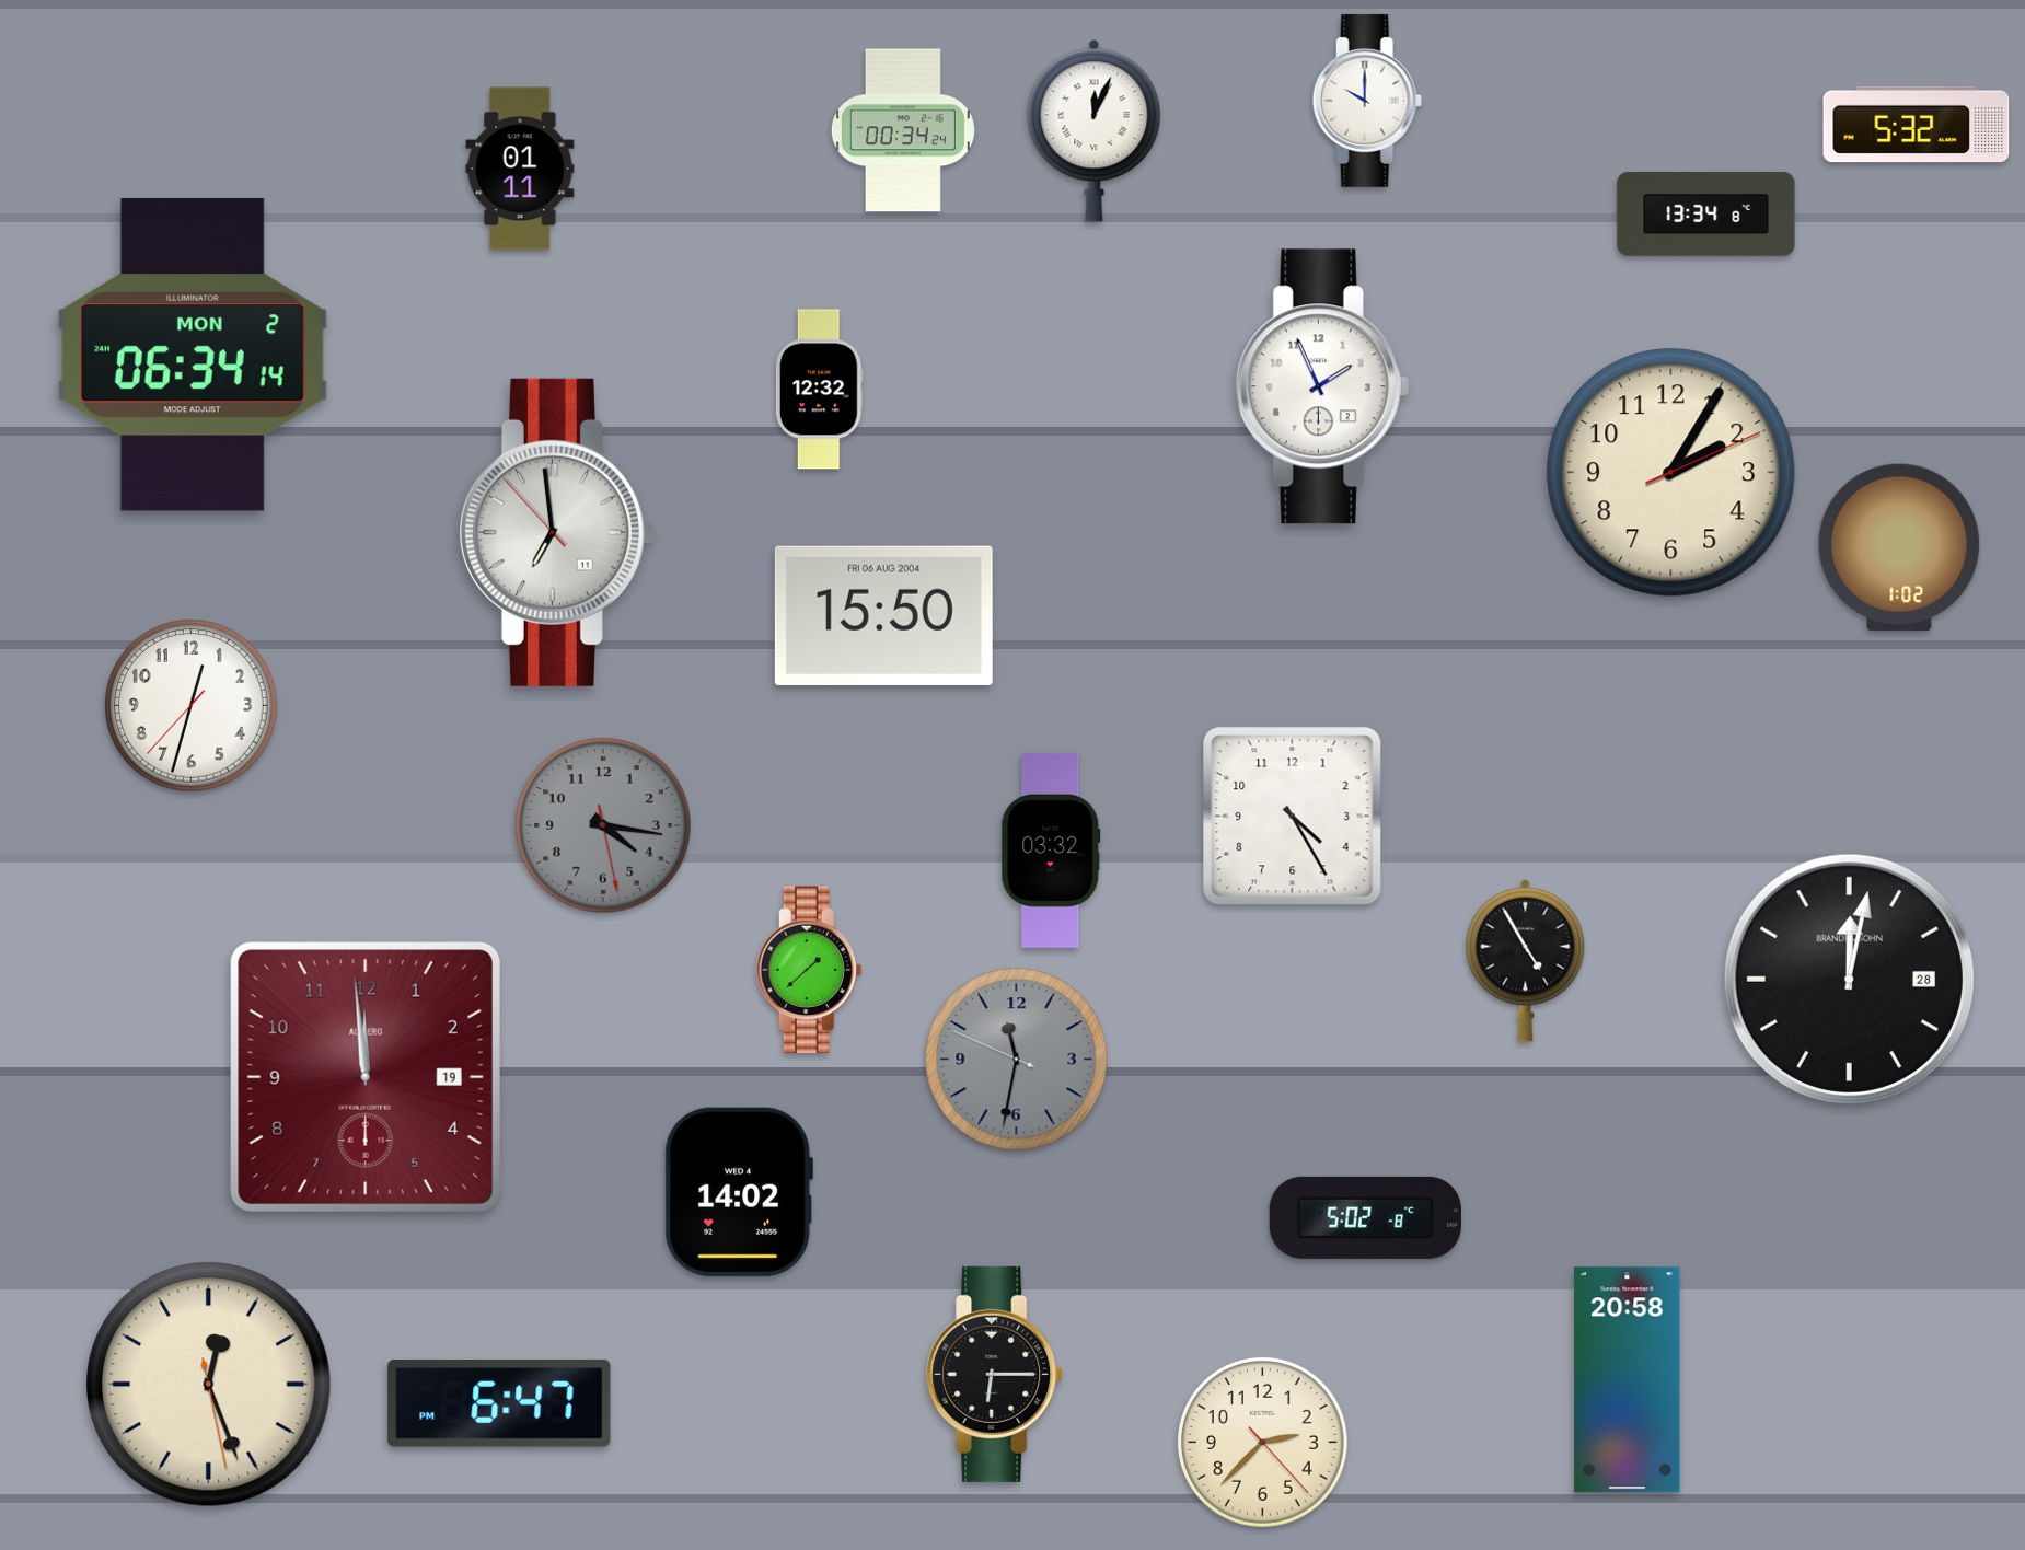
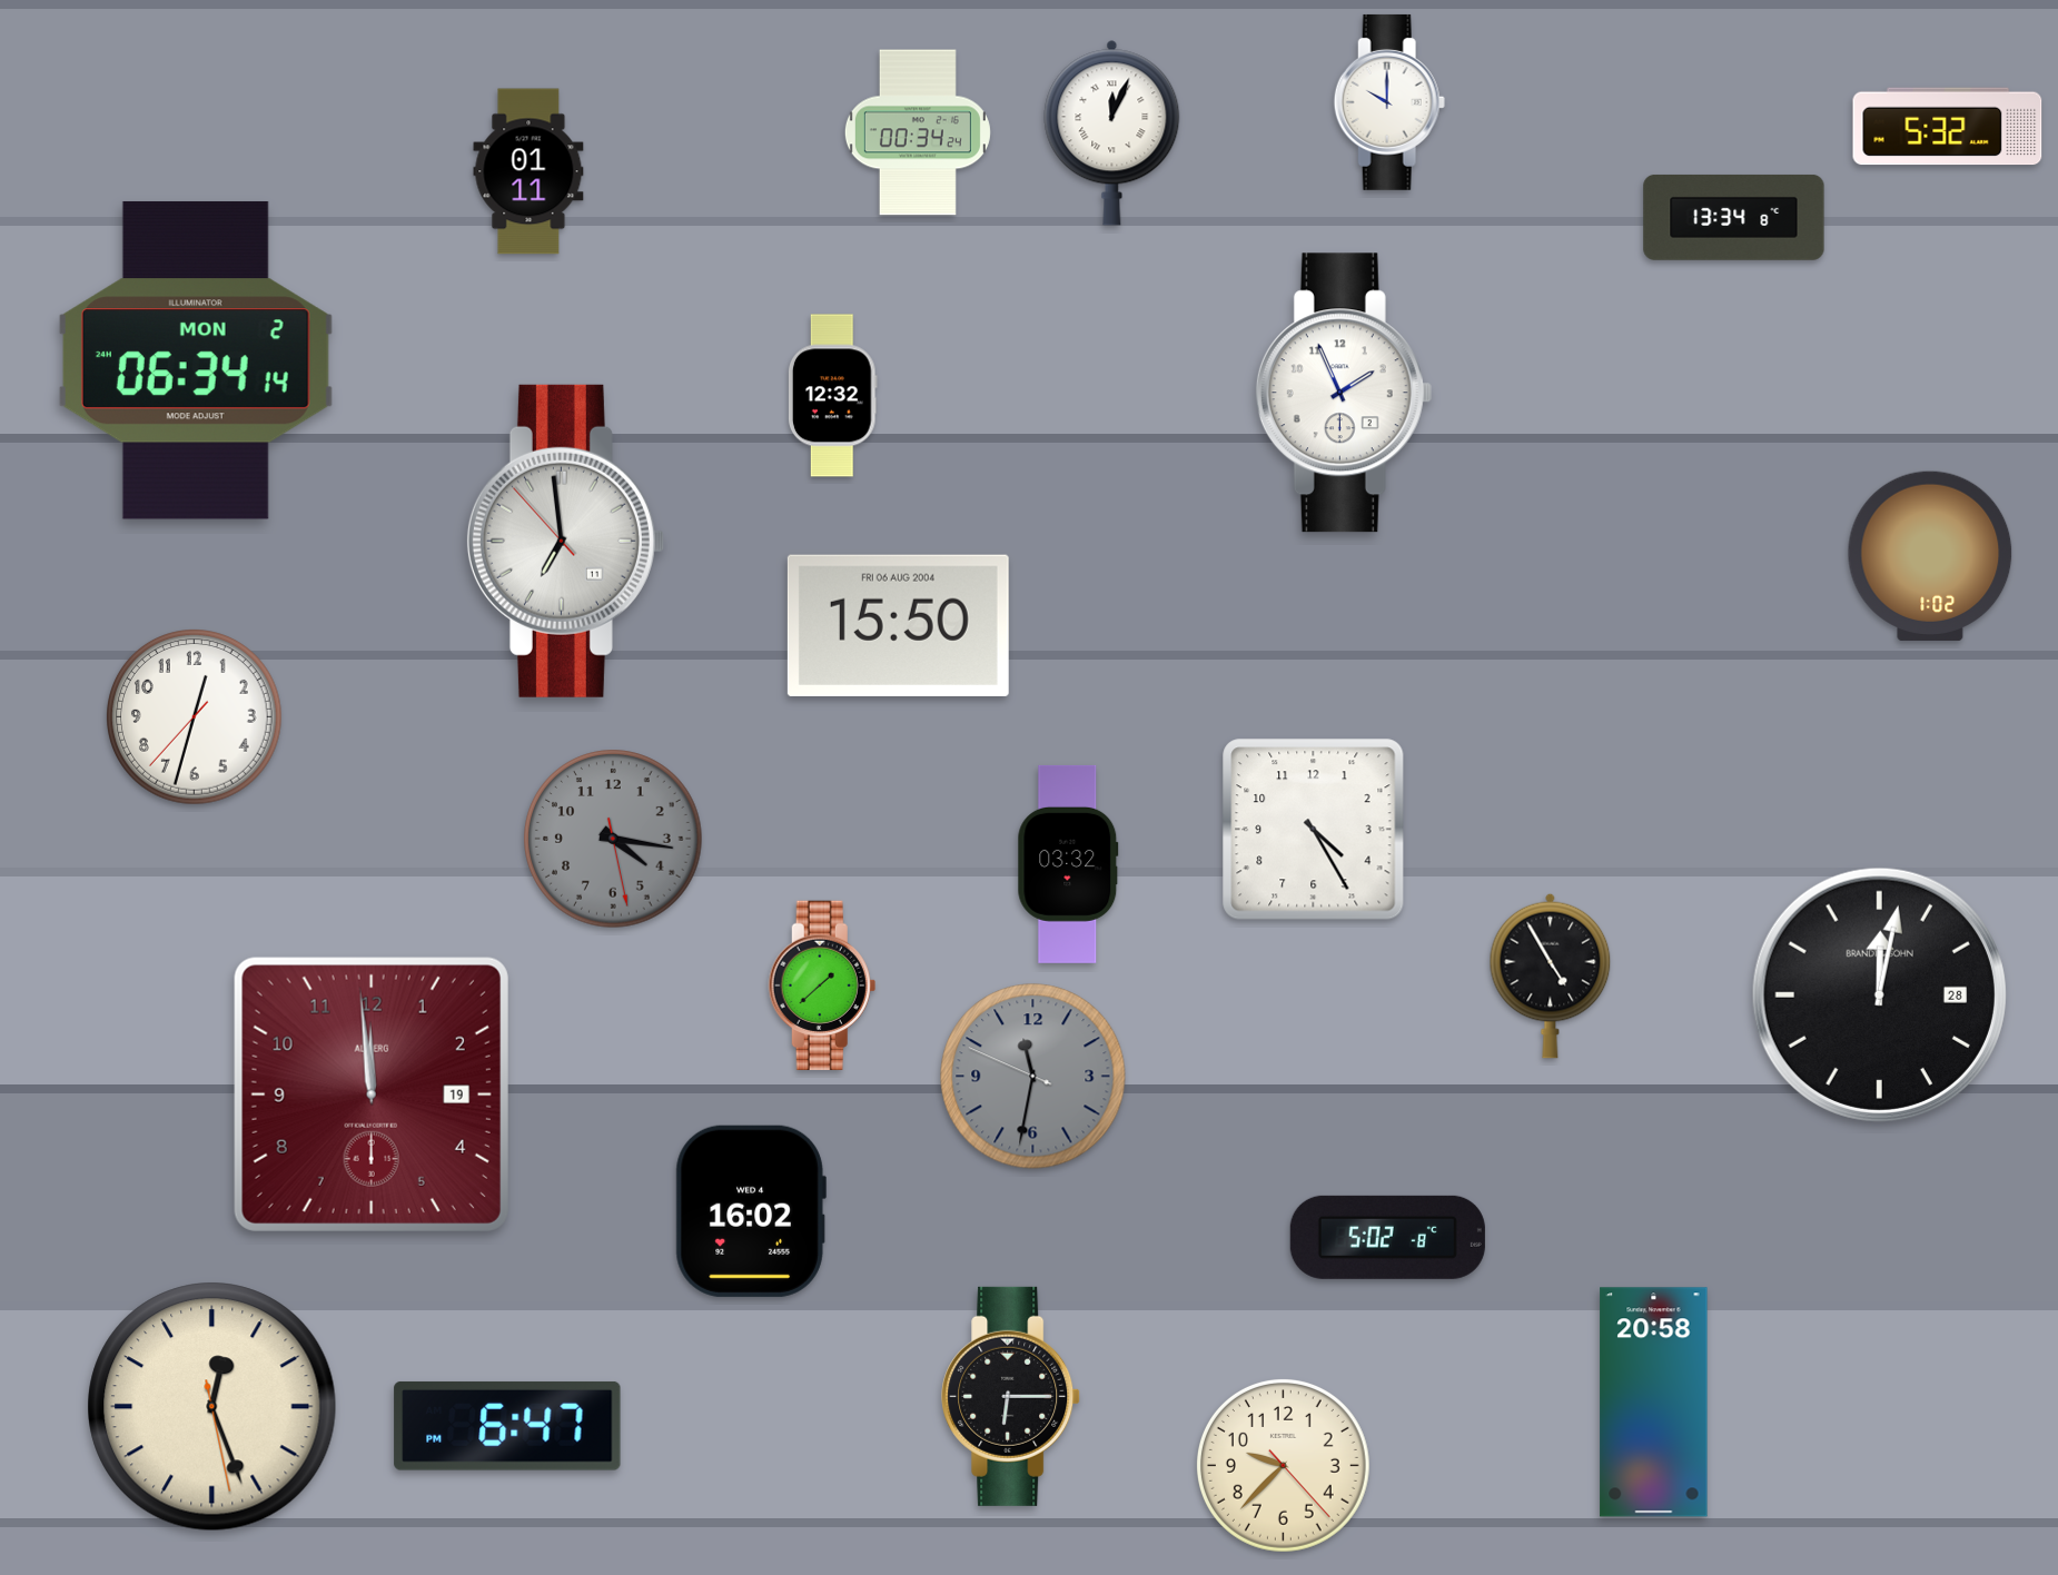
clock at (1671, 473): 2:05 -> none
clock at (739, 1192): 14:02 -> 16:02
clock at (1262, 1442): 2:37 -> 9:37
